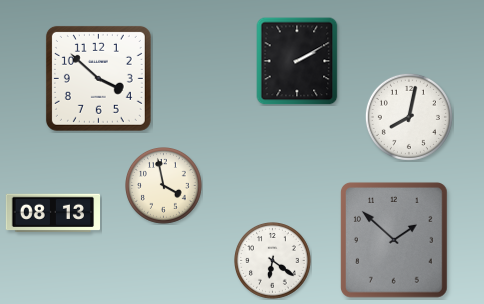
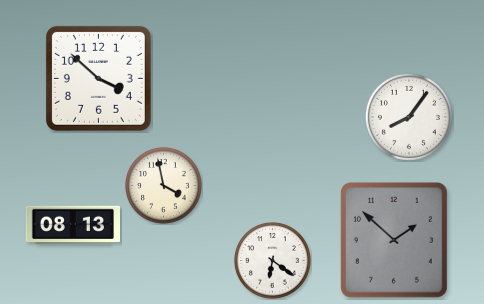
clock at (297, 61): 2:10 -> none
clock at (409, 117): 8:02 -> 8:06
clock at (52, 213) position: (52, 213) -> (72, 225)
